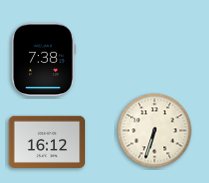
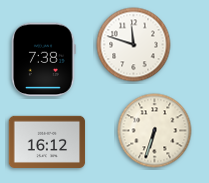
clock at (134, 45): none -> 11:48
